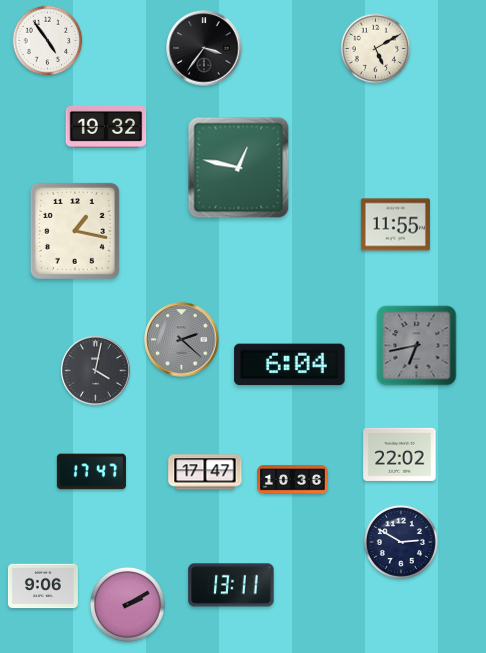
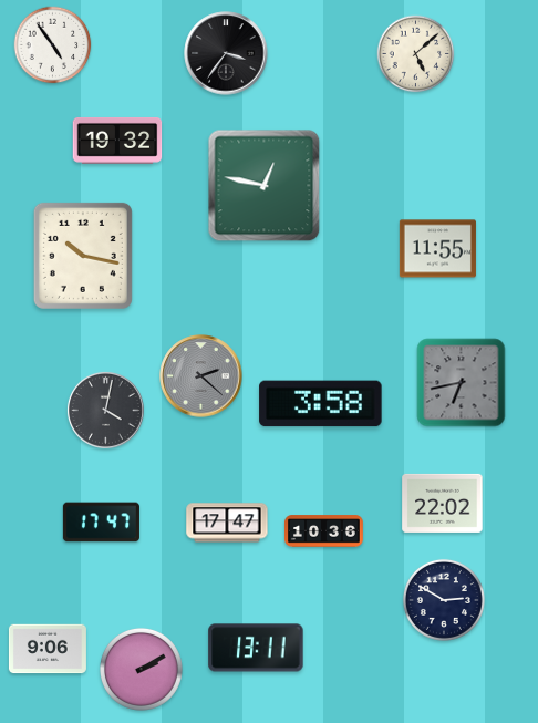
clock at (376, 49): 5:10 -> 5:08
clock at (75, 231): 1:17 -> 10:17
clock at (290, 365): 6:04 -> 3:58
